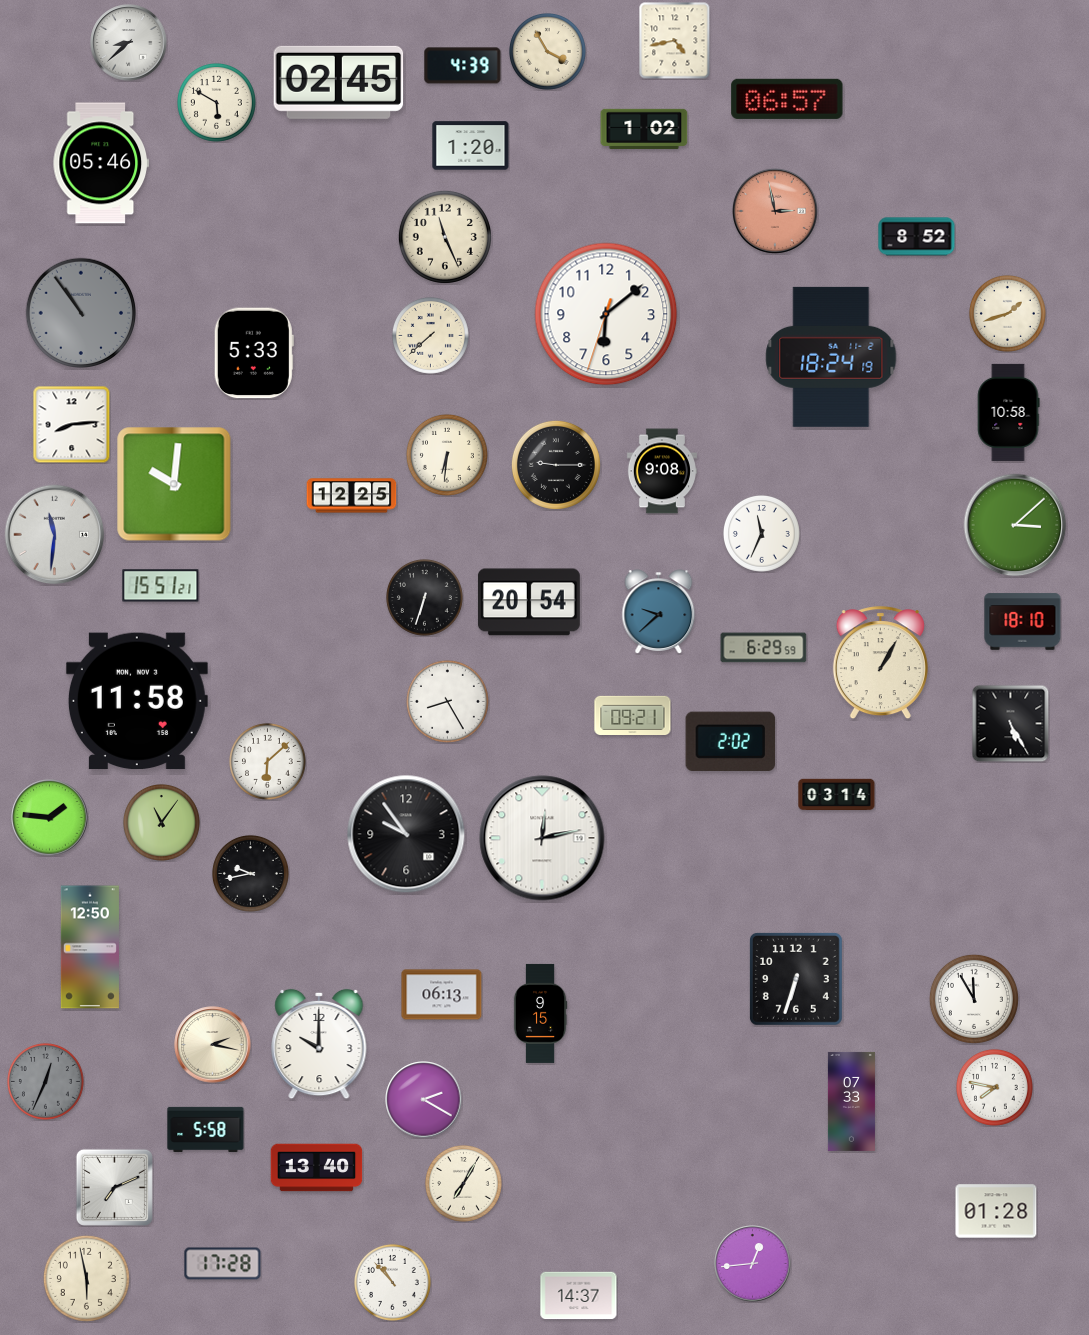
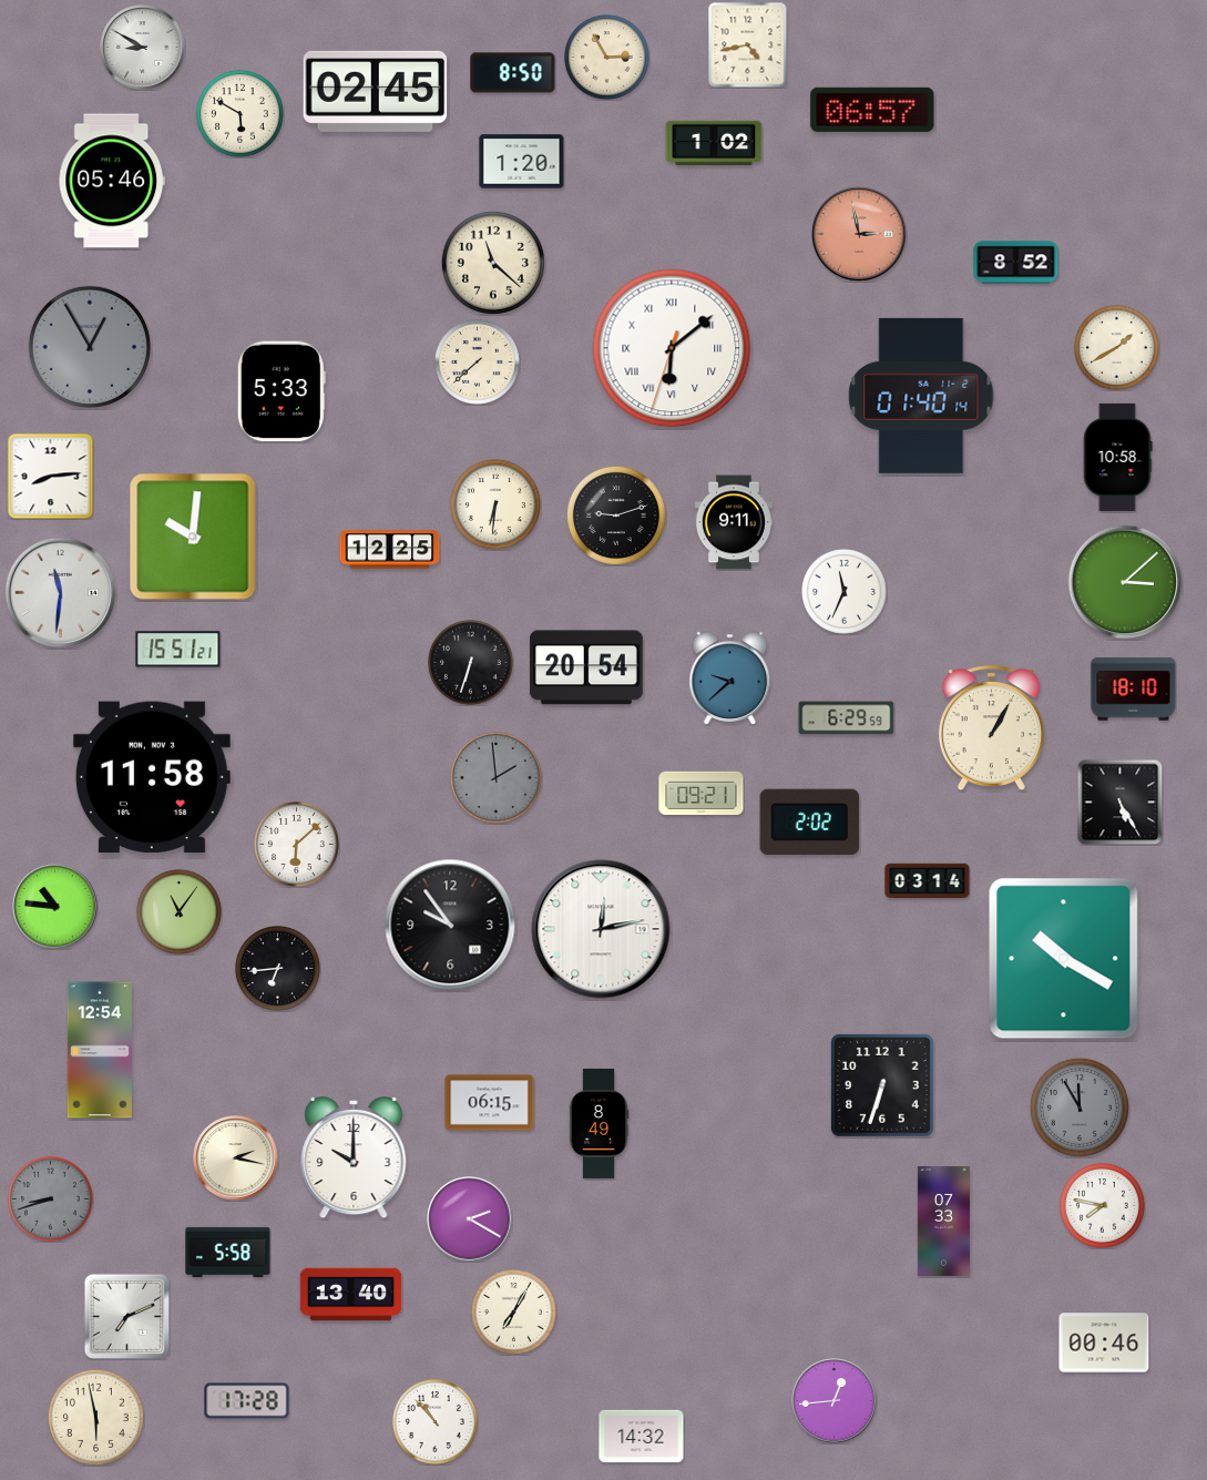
clock at (129, 43): 8:38 -> 8:50
clock at (547, 51): 3:55 -> 2:55
clock at (463, 66): 4:39 -> 8:50
clock at (445, 237): 11:26 -> 11:22
clock at (80, 312): 10:54 -> 12:55
clock at (1007, 313): 1:42 -> 1:40
clock at (606, 314) numerals: Arabic -> Roman
clock at (430, 335) position: (430, 335) -> (477, 361)
clock at (831, 357): 18:24 -> 01:40
clock at (71, 424) position: (71, 424) -> (50, 476)
clock at (556, 465): 9:15 -> 9:12
clock at (662, 471): 9:08 -> 9:11
clock at (880, 663) position: (880, 663) -> (991, 728)
clock at (447, 701): 8:25 -> 1:59
clock at (447, 701) dial: white -> grey
clock at (50, 818): 1:46 -> 10:46
clock at (1064, 959): none -> 10:20
clock at (250, 873): 9:43 -> 6:44
clock at (90, 947): 12:50 -> 12:54
clock at (442, 995): 06:13 -> 06:15
clock at (974, 999) dial: white -> grey
clock at (540, 1013): 9:15 -> 8:49
clock at (45, 1081): 12:34 -> 8:42
clock at (996, 1211): 01:28 -> 00:46
clock at (579, 1296): 14:37 -> 14:32
